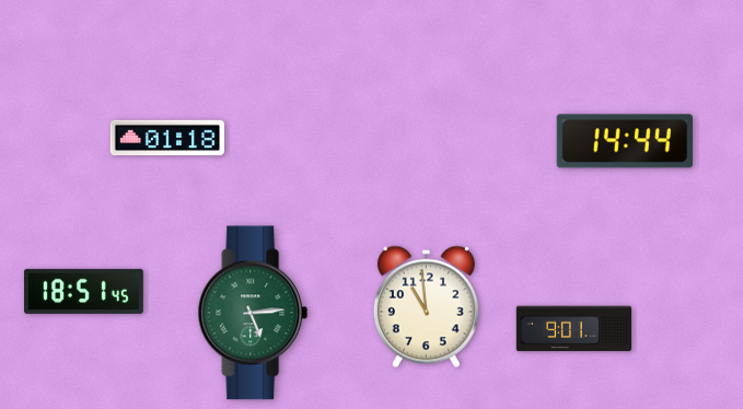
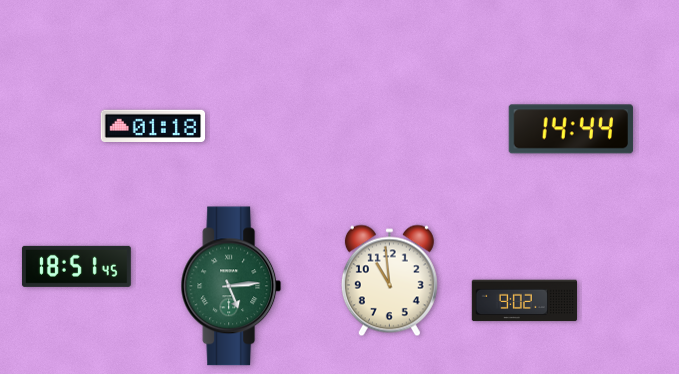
clock at (573, 329): 9:01 -> 9:02
